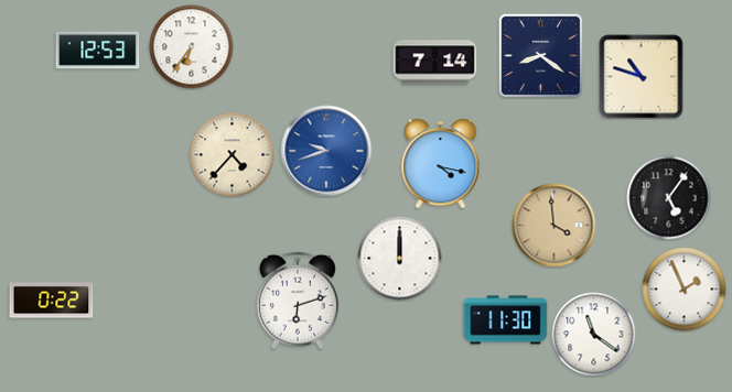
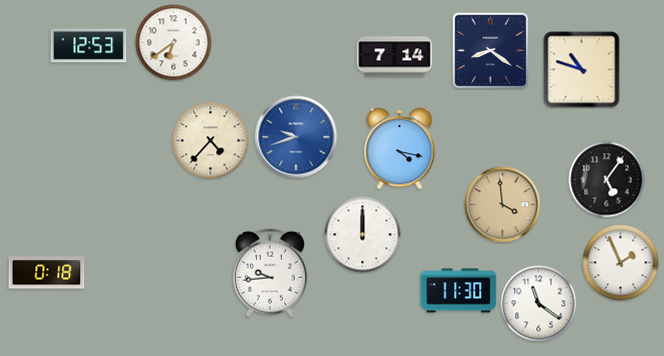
clock at (192, 47): 6:36 -> 6:39
clock at (52, 301): 0:22 -> 0:18
clock at (298, 301): 6:12 -> 9:44
